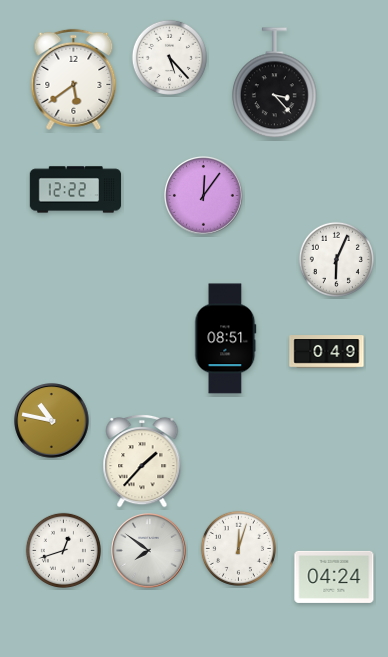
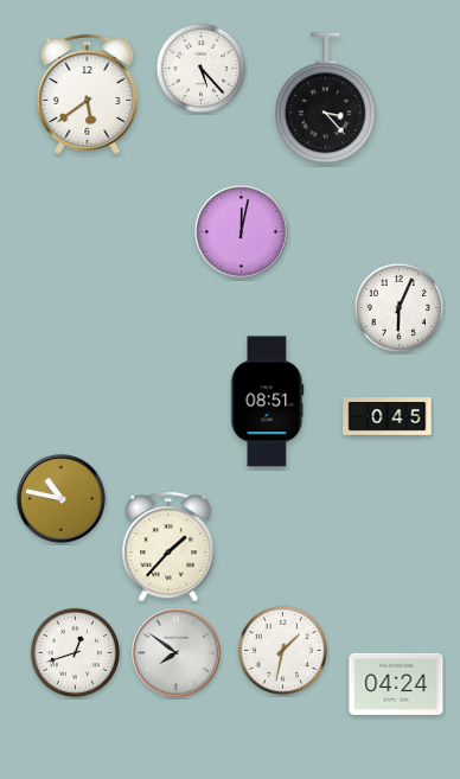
clock at (76, 190): 12:22 -> none
clock at (204, 196): 12:06 -> 12:02
clock at (327, 352): 0:49 -> 0:45
clock at (238, 548): 12:03 -> 1:32
